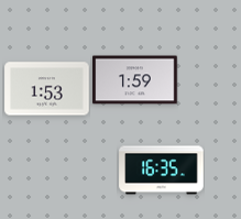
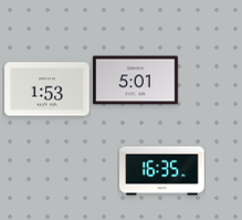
clock at (135, 80): 1:59 -> 5:01
